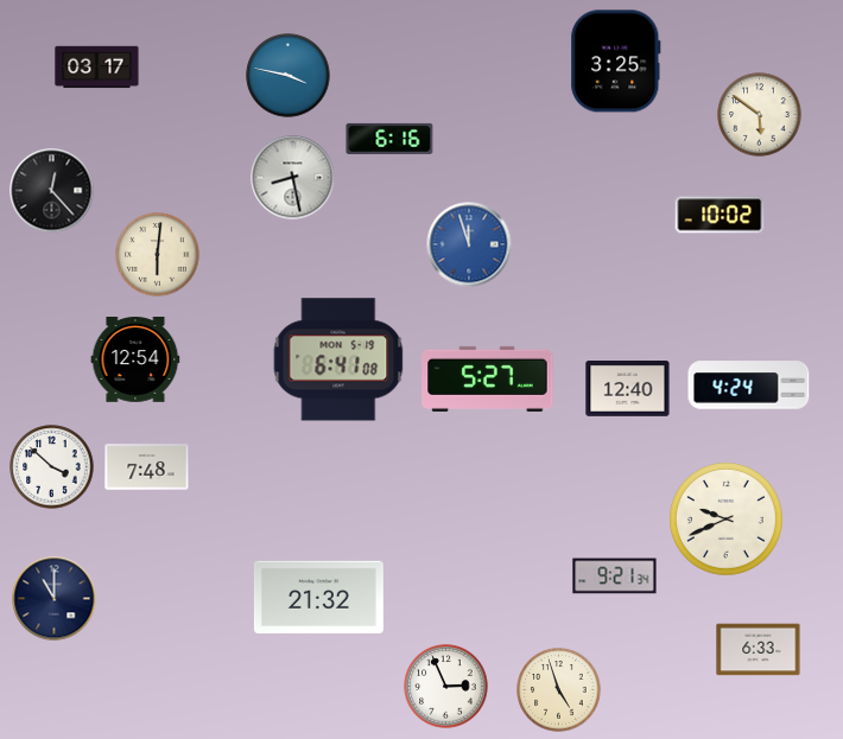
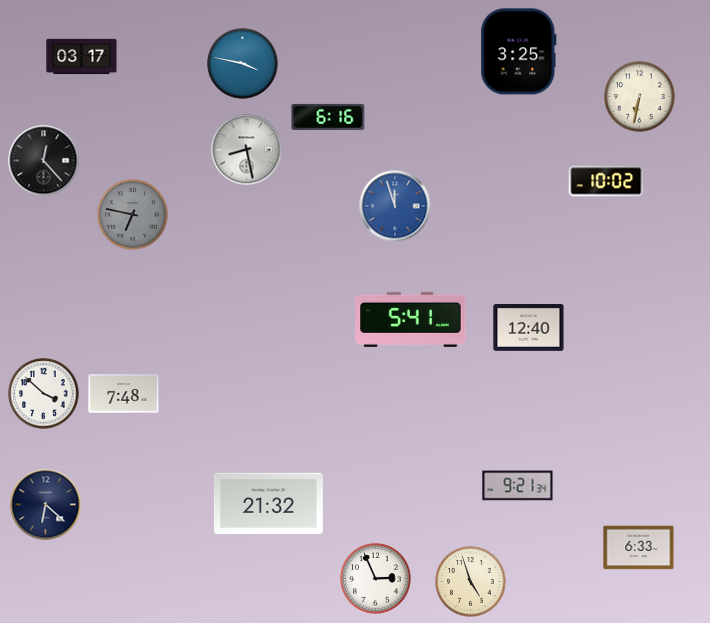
clock at (760, 115): 5:51 -> 6:32
clock at (158, 255): 6:01 -> 6:47
clock at (158, 255) dial: cream -> grey
clock at (135, 359): 12:54 -> none
clock at (338, 359): 6:41 -> none
clock at (488, 378): 5:27 -> 5:41
clock at (749, 386): 4:24 -> none
clock at (727, 520): 9:41 -> none
clock at (55, 599): 11:00 -> 6:22
